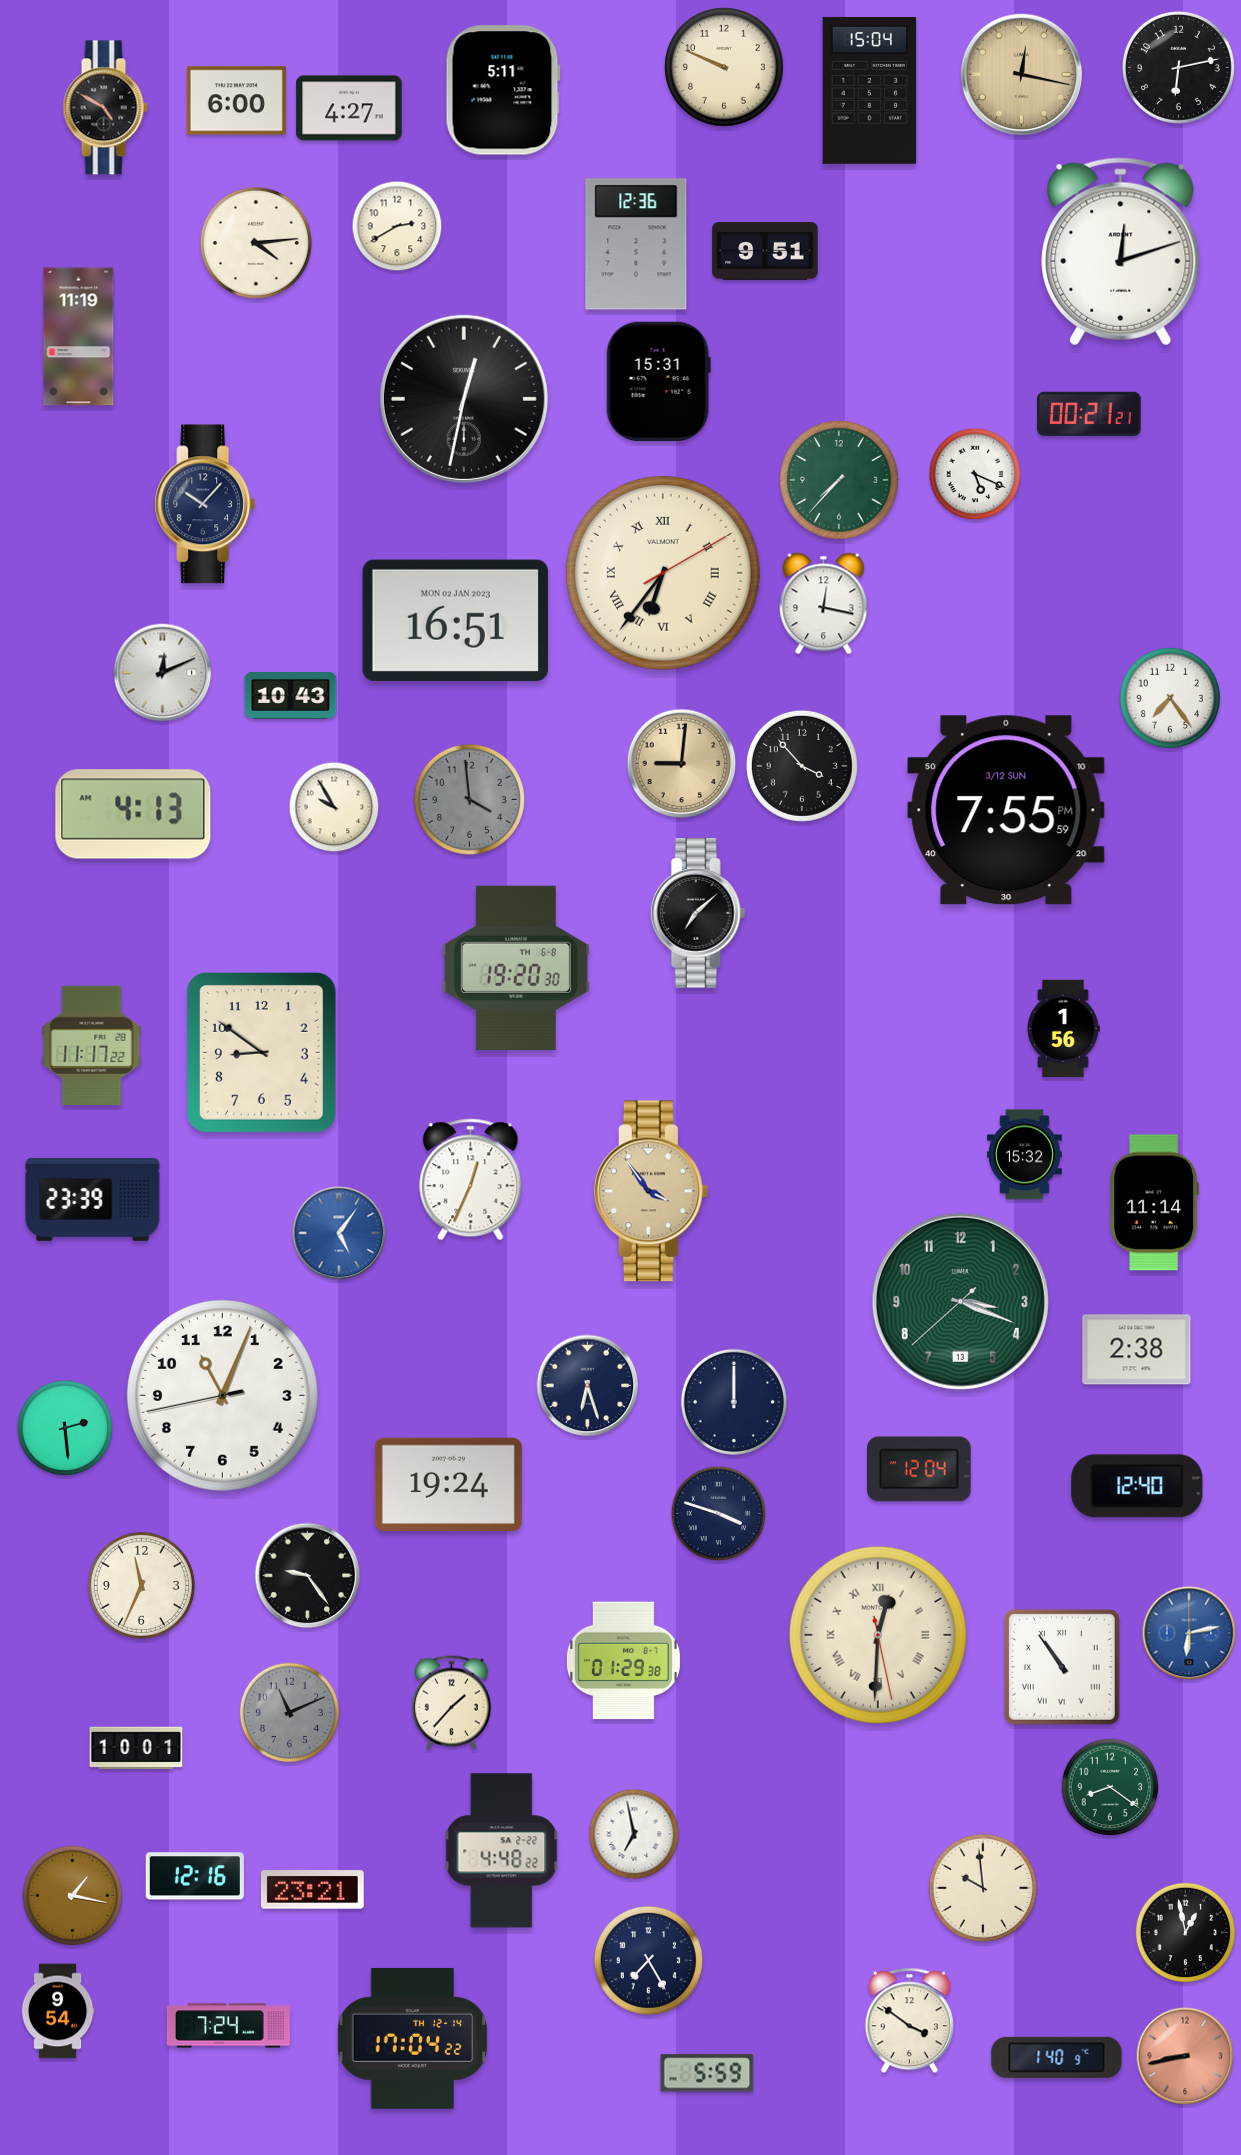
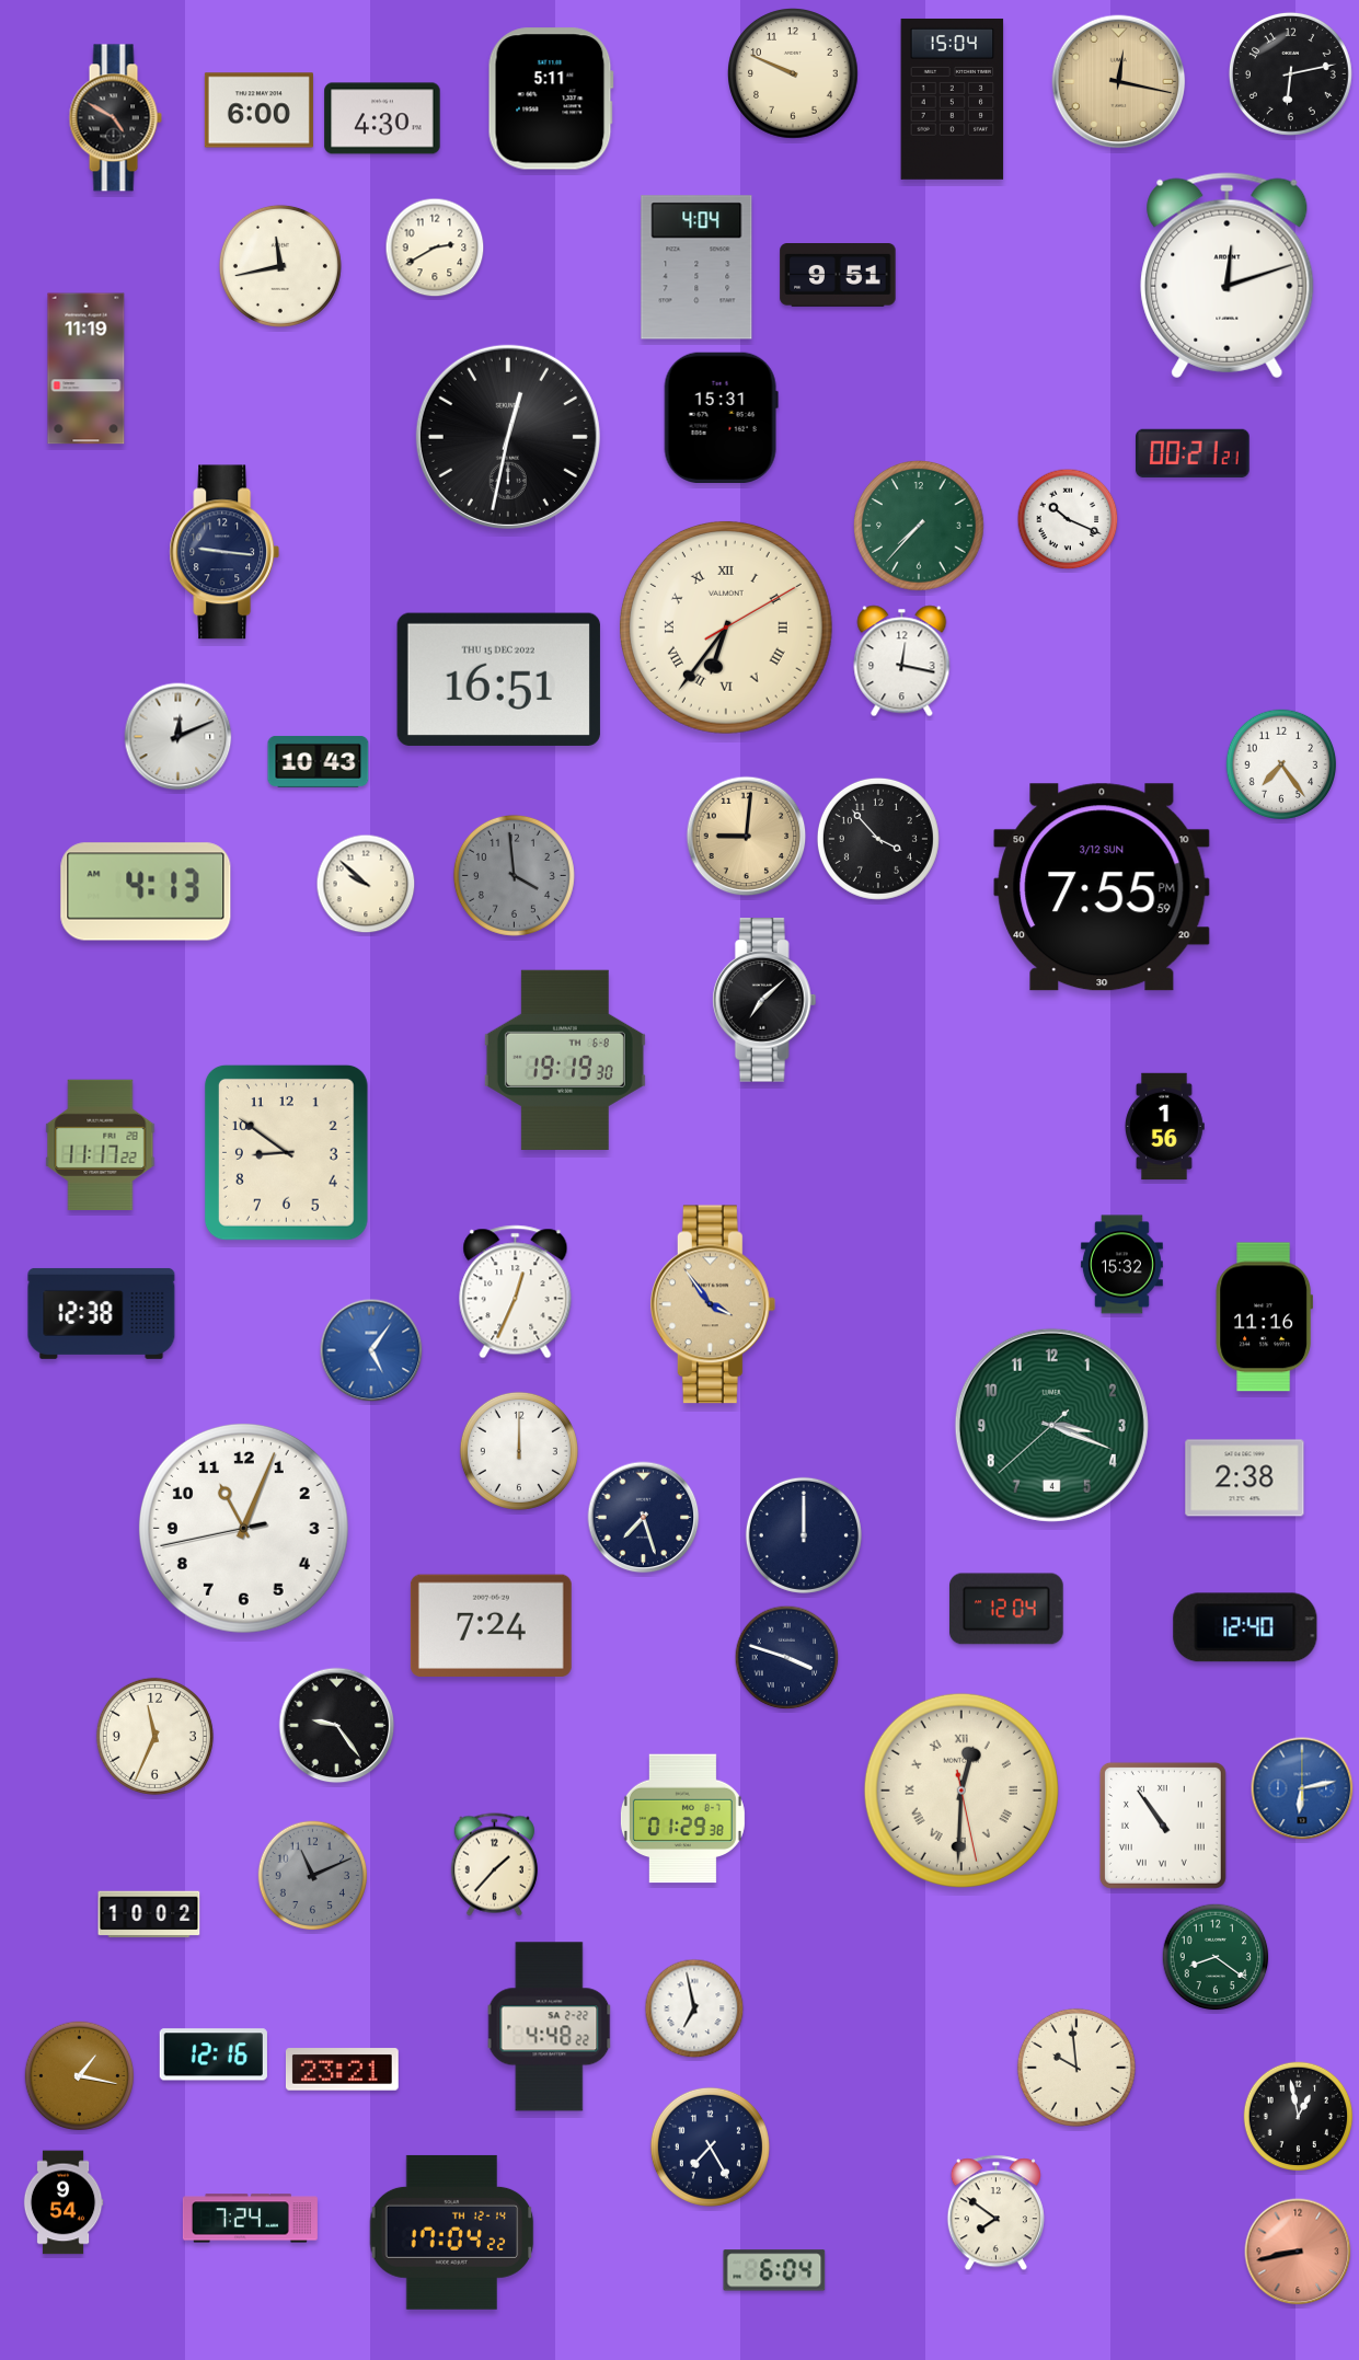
clock at (349, 108): 4:27 -> 4:30
clock at (256, 243): 4:14 -> 11:43
clock at (636, 244): 12:36 -> 4:04
clock at (975, 474): 5:19 -> 10:19
clock at (205, 504): 10:07 -> 9:16
clock at (455, 620) date: MON 02 JAN 2023 -> THU 15 DEC 2022
clock at (334, 807): 9:55 -> 9:52
clock at (516, 968): 19:20 -> 19:19
clock at (93, 1199): 23:39 -> 12:38
clock at (1154, 1203): 11:14 -> 11:16
clock at (960, 1301) date: 13 -> 4
clock at (519, 1451): none -> 12:00
clock at (588, 1386): 6:27 -> 7:27
clock at (65, 1428): 2:29 -> none
clock at (448, 1484): 19:24 -> 7:24
clock at (290, 1713) position: (290, 1713) -> (313, 1876)
clock at (136, 1748): 10:01 -> 10:02
clock at (909, 2021): 3:51 -> 7:51
clock at (1057, 2057): 1:40 -> none
clock at (707, 2073): 5:59 -> 6:04
